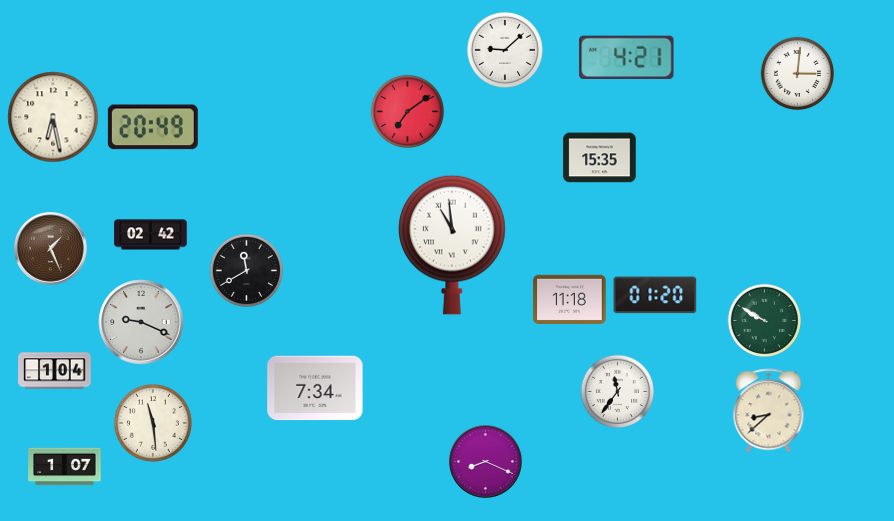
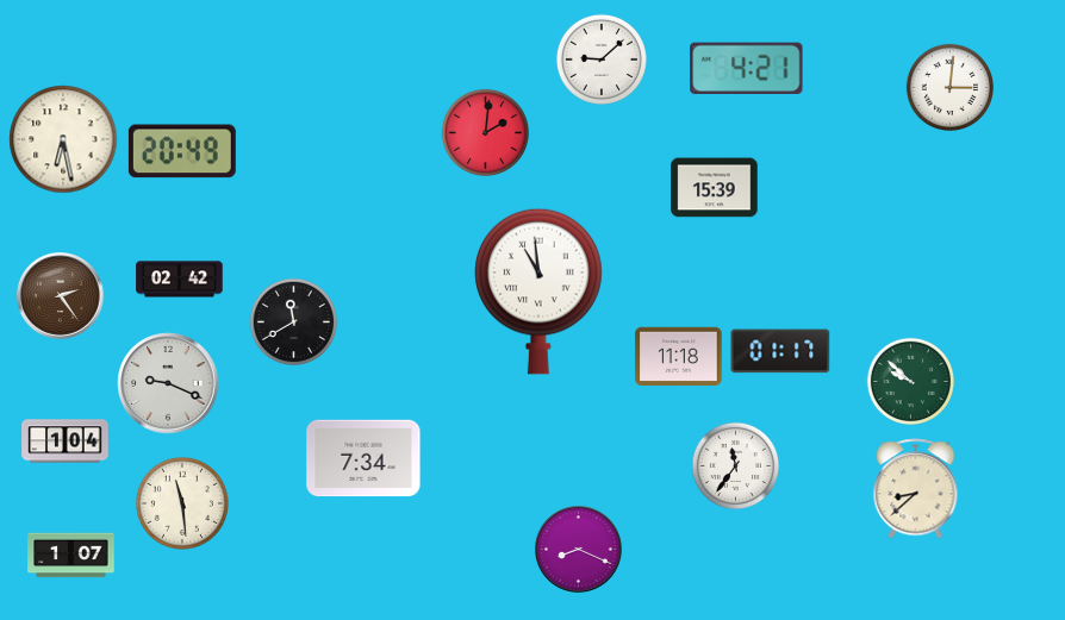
clock at (407, 111): 7:09 -> 2:01
clock at (600, 158): 15:35 -> 15:39
clock at (51, 249): 1:26 -> 2:24
clock at (655, 295): 01:20 -> 01:17
clock at (764, 320): 9:50 -> 9:52
clock at (315, 388) position: (315, 388) -> (363, 458)
clock at (65, 467) position: (65, 467) -> (71, 556)
